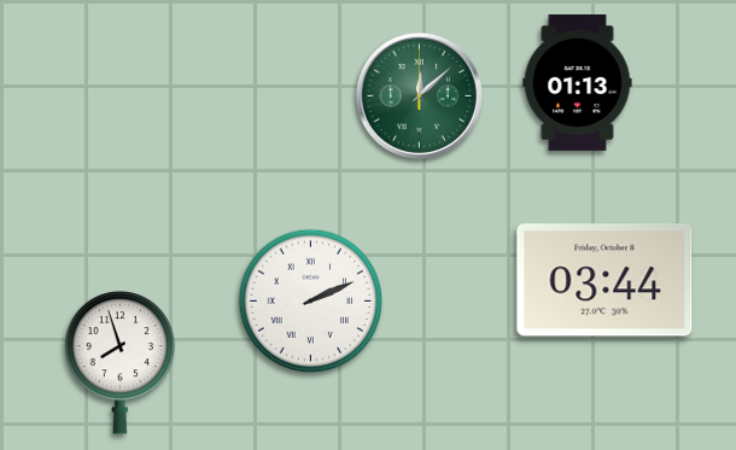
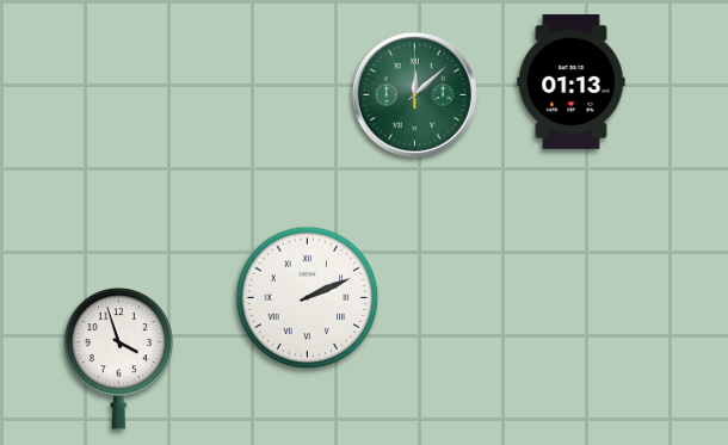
clock at (604, 280): 03:44 -> none
clock at (121, 363): 7:57 -> 3:57
